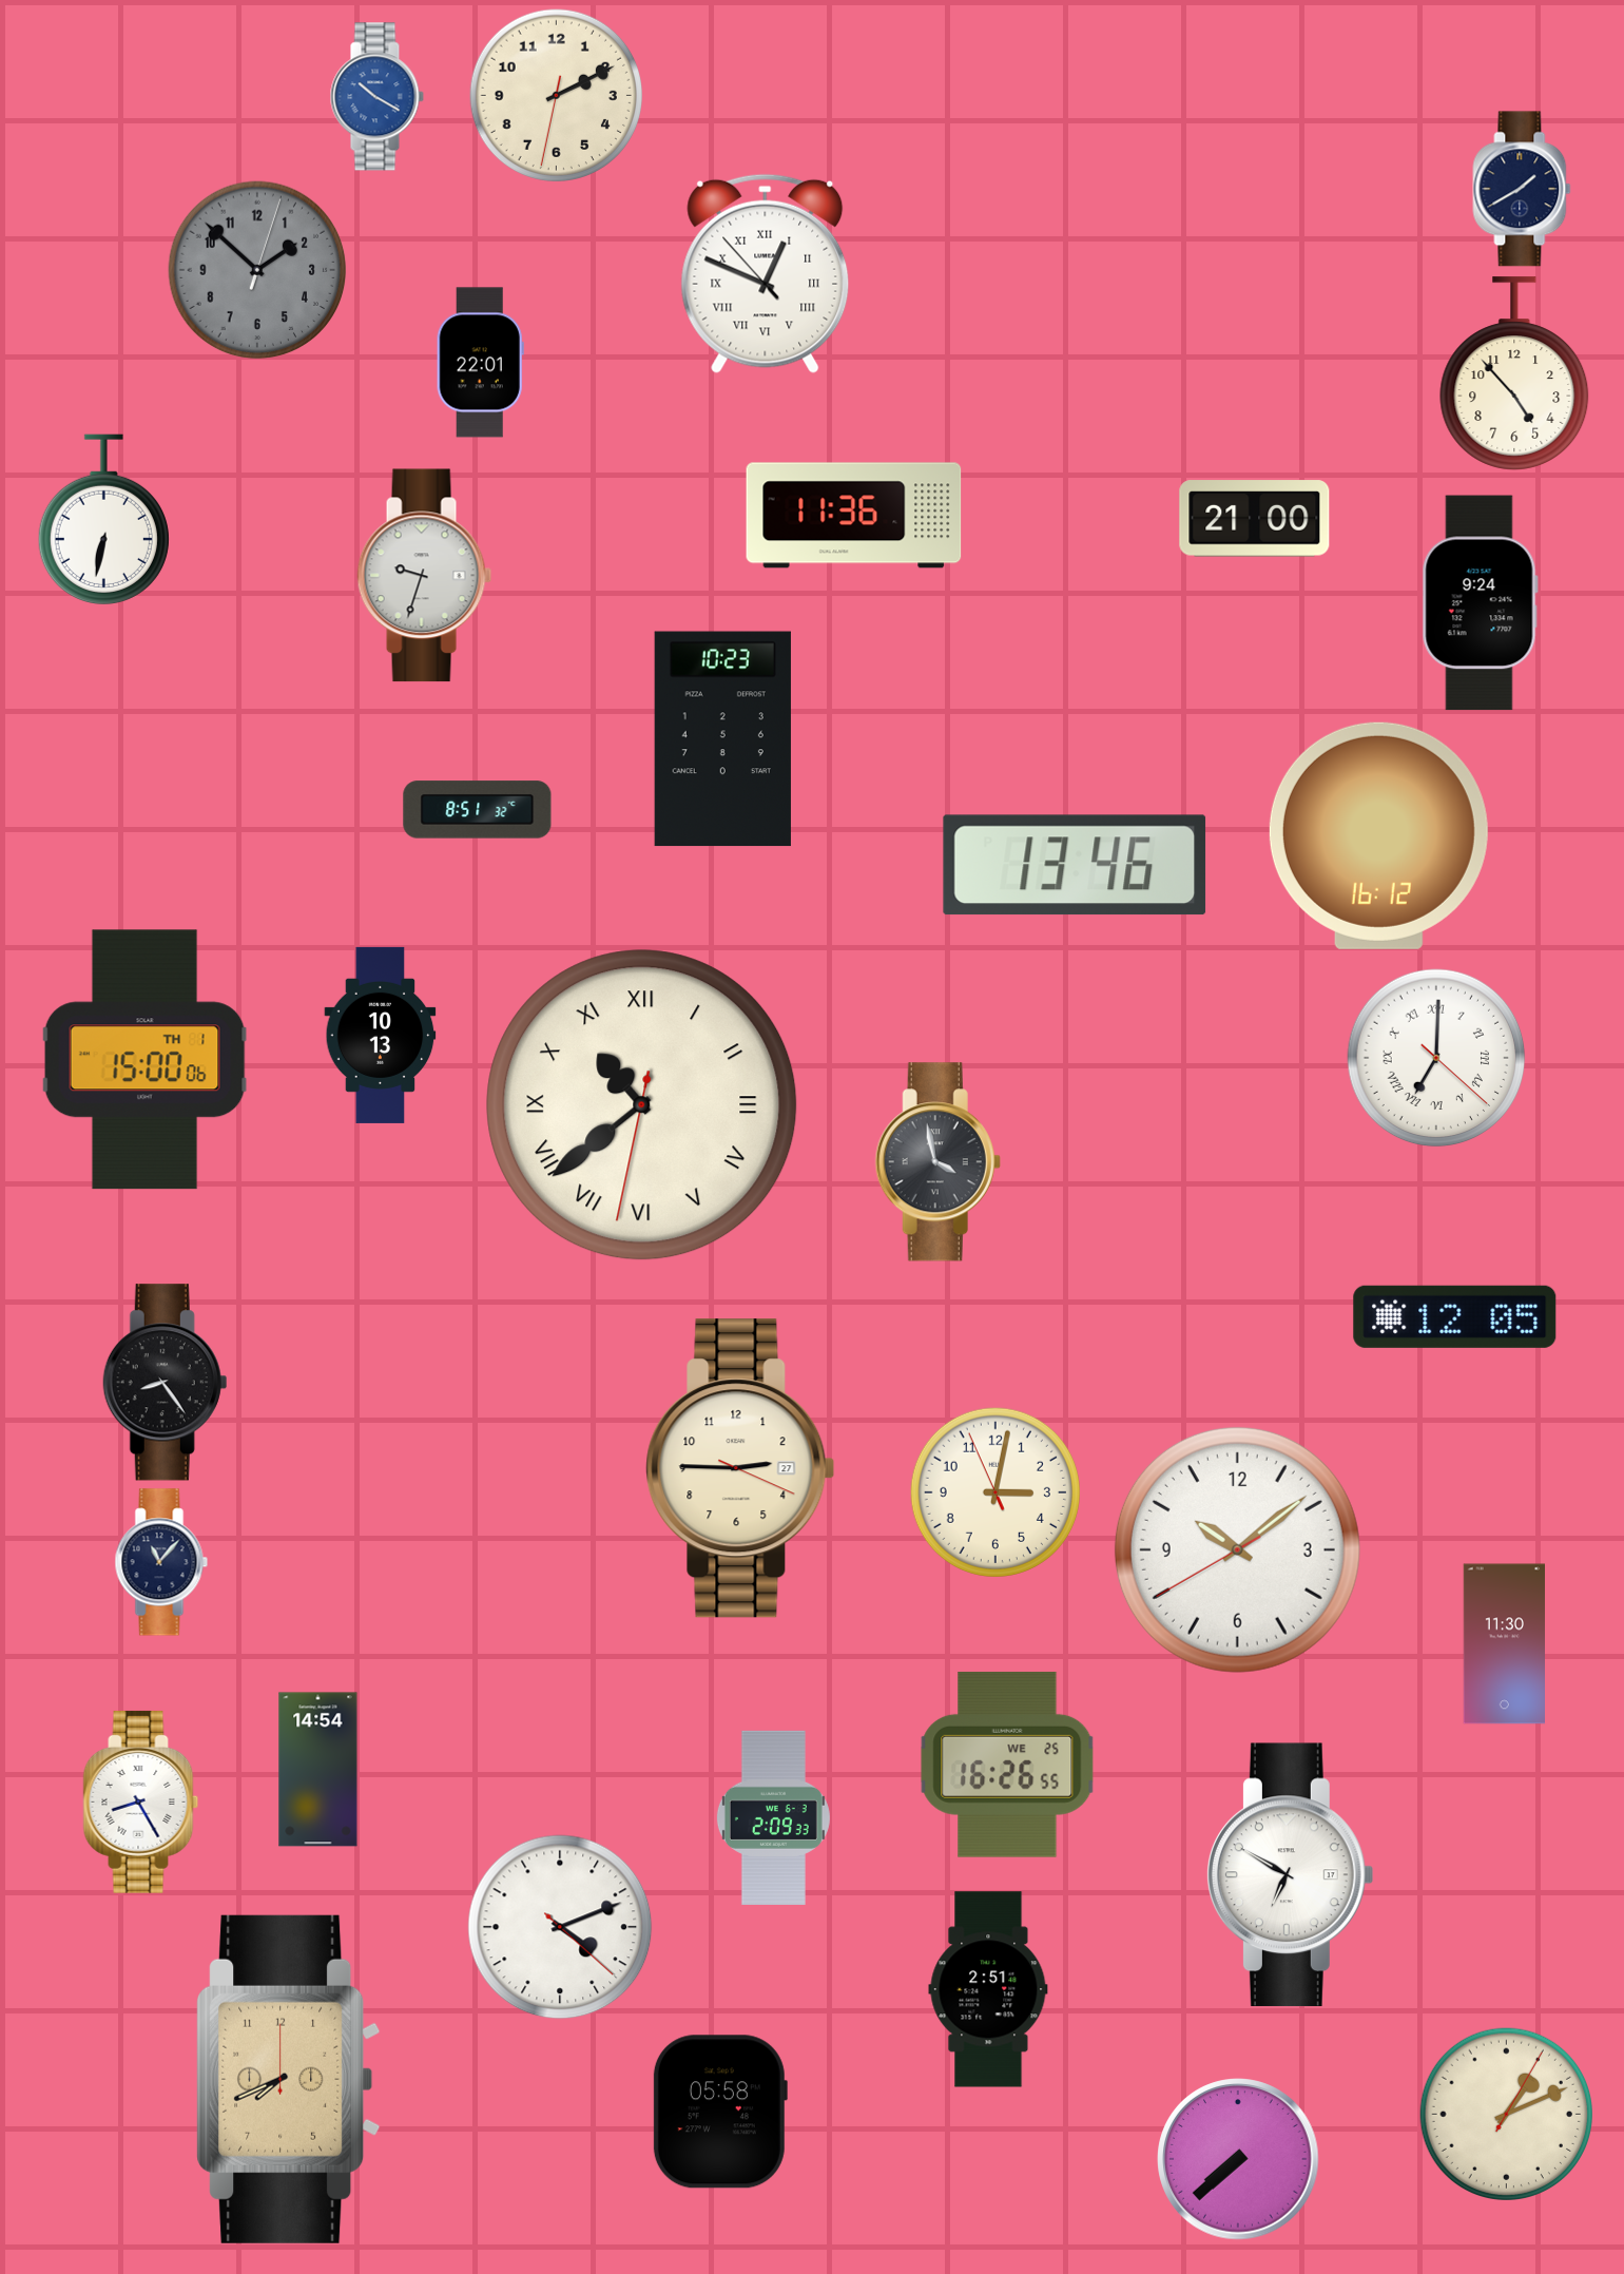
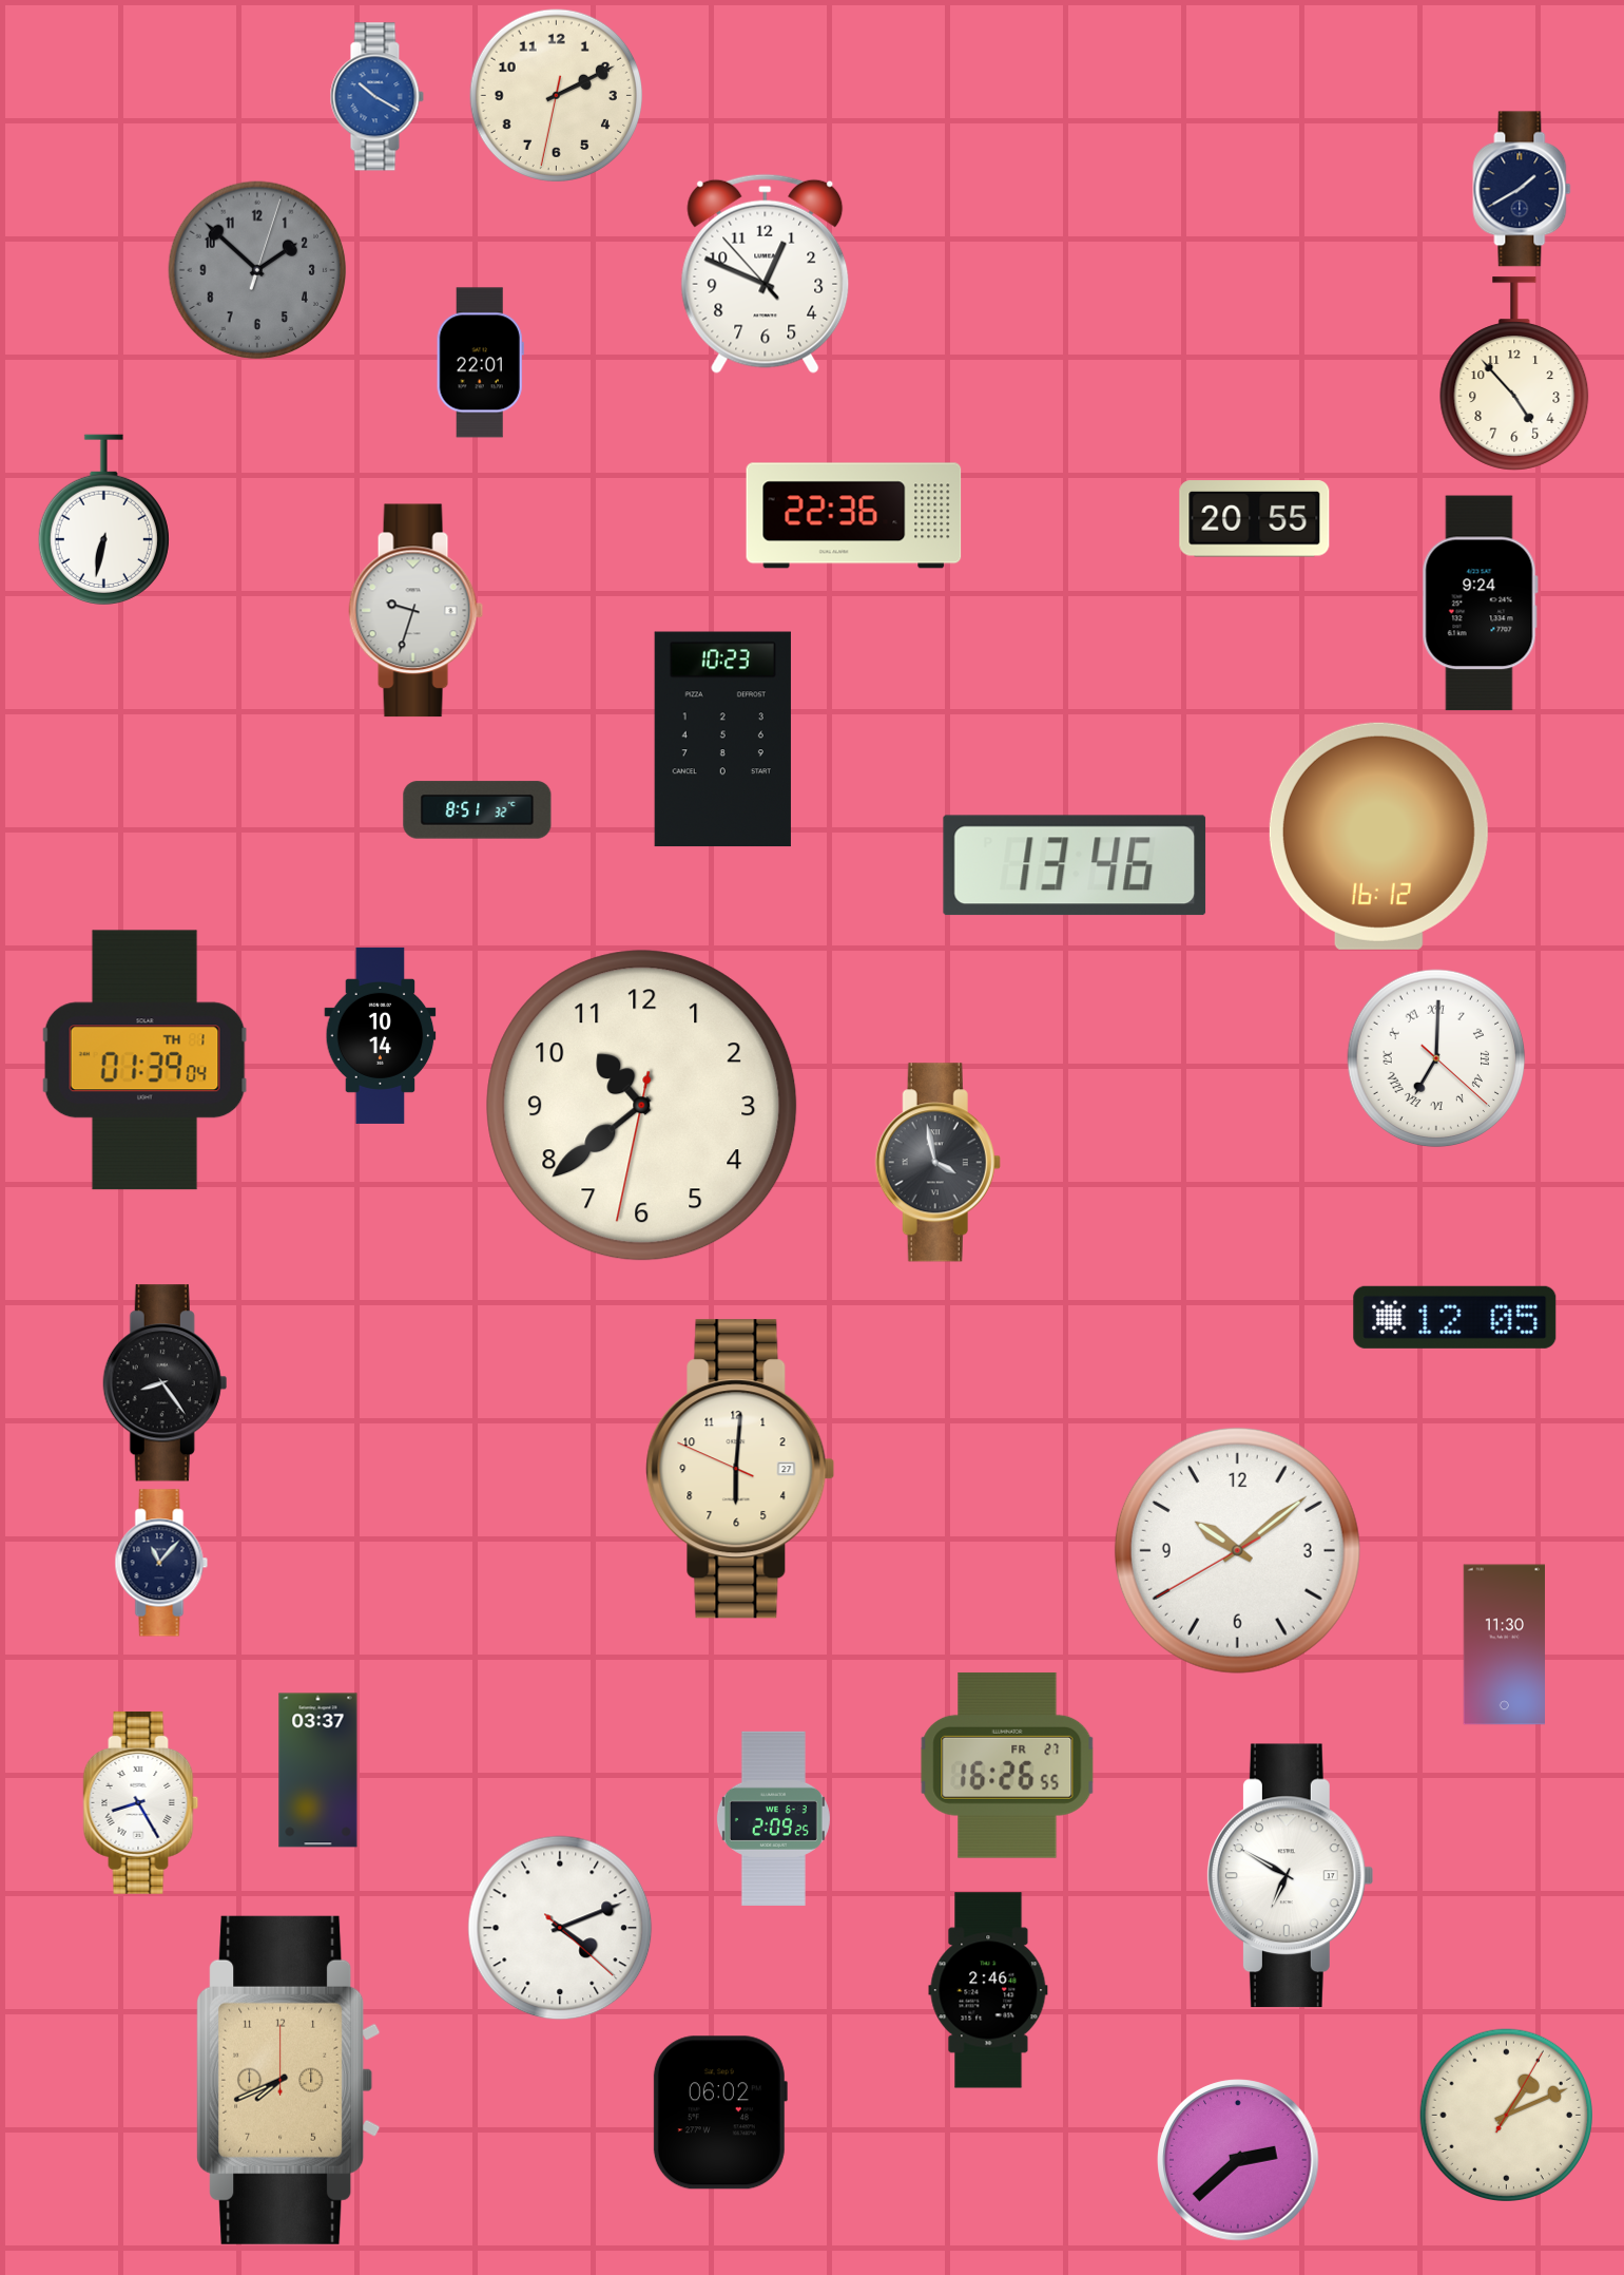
clock at (766, 273) numerals: Roman -> Arabic
clock at (854, 516): 11:36 -> 22:36
clock at (1255, 519): 21:00 -> 20:55
clock at (425, 576) position: (425, 576) -> (417, 611)
clock at (381, 1035): 10:13 -> 10:14
clock at (144, 1060): 15:00 -> 01:39
clock at (642, 1105) numerals: Roman -> Arabic
clock at (740, 1468): 2:45 -> 6:00
clock at (995, 1492): 3:01 -> none
clock at (1007, 1765) date: WE 25 -> FR 27
clock at (318, 1770): 14:54 -> 03:37
clock at (773, 1817): 2:09:33 -> 2:09:25
clock at (988, 1989): 2:51 -> 2:46
clock at (719, 2112): 05:58 -> 06:02
clock at (1238, 2159): 7:38 -> 2:38
